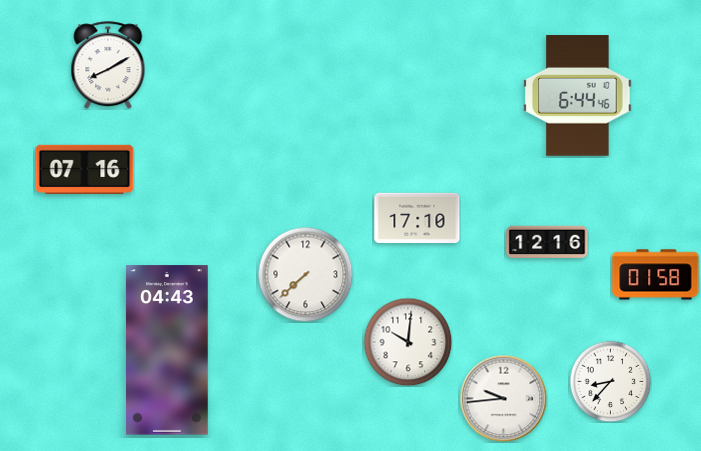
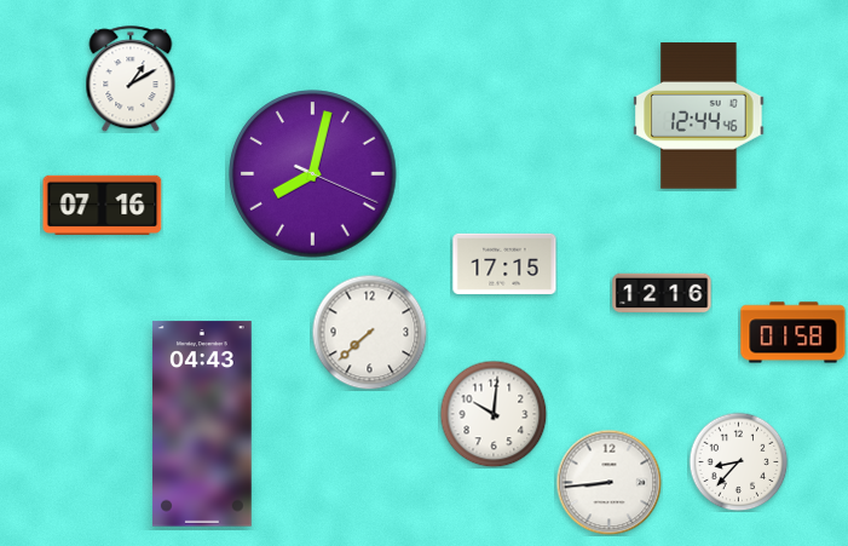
clock at (108, 65): 8:10 -> 1:10
clock at (578, 96): 6:44 -> 12:44
clock at (313, 174): none -> 8:02
clock at (417, 218): 17:10 -> 17:15
clock at (503, 398): 9:44 -> 8:44
